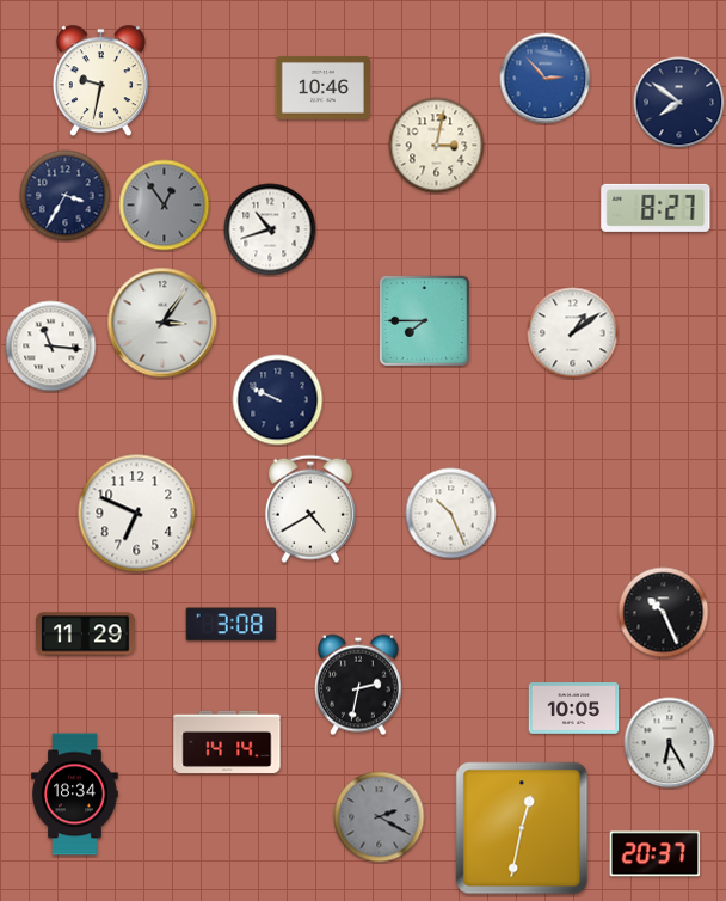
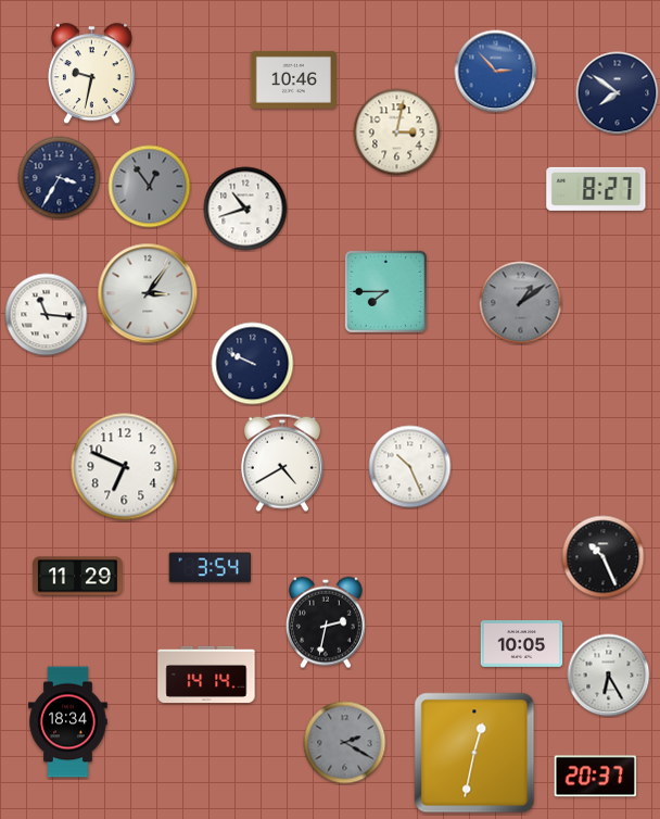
clock at (573, 333) dial: white -> grey
clock at (232, 625): 3:08 -> 3:54
